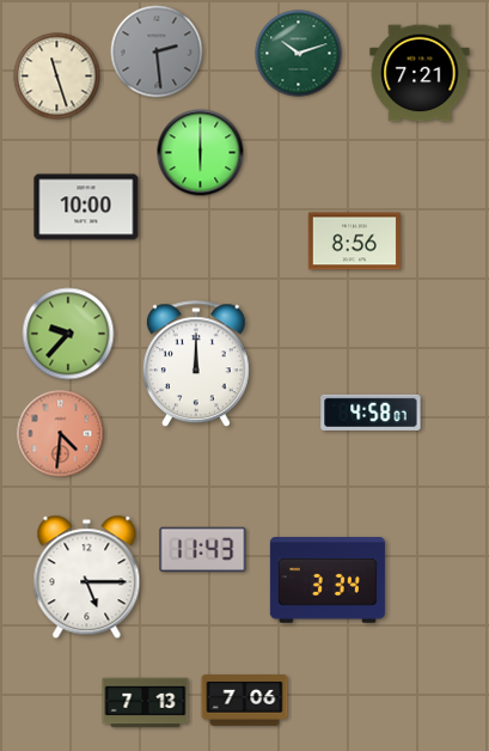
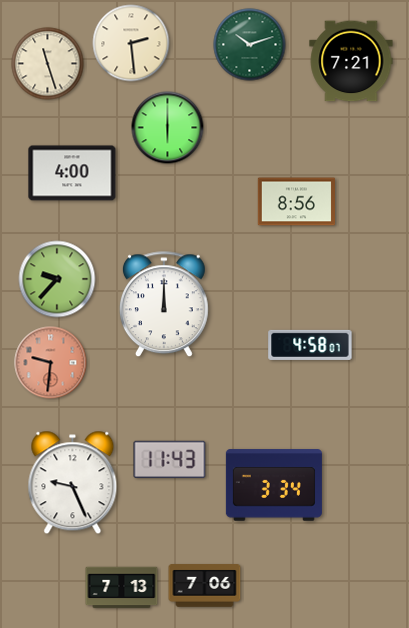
clock at (157, 51) dial: grey -> cream
clock at (86, 207): 10:00 -> 4:00
clock at (61, 434): 4:31 -> 9:31
clock at (87, 578): 5:15 -> 9:26
